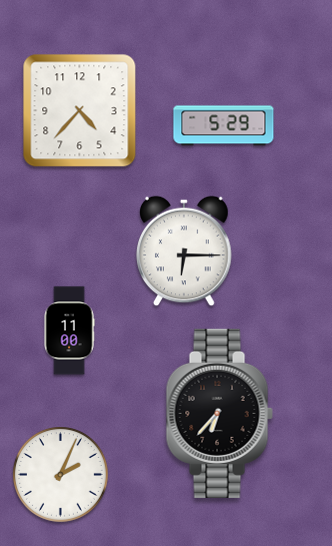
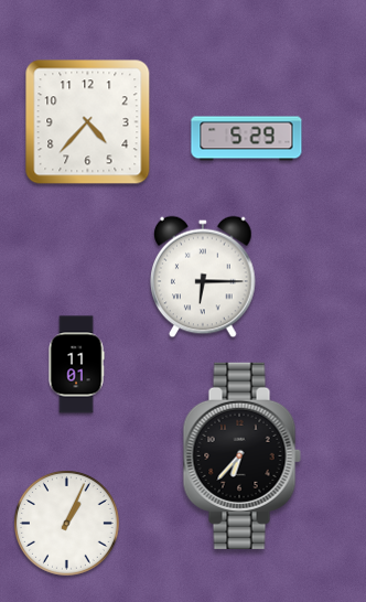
clock at (69, 331): 11:00 -> 11:01
clock at (60, 474): 2:04 -> 1:04
